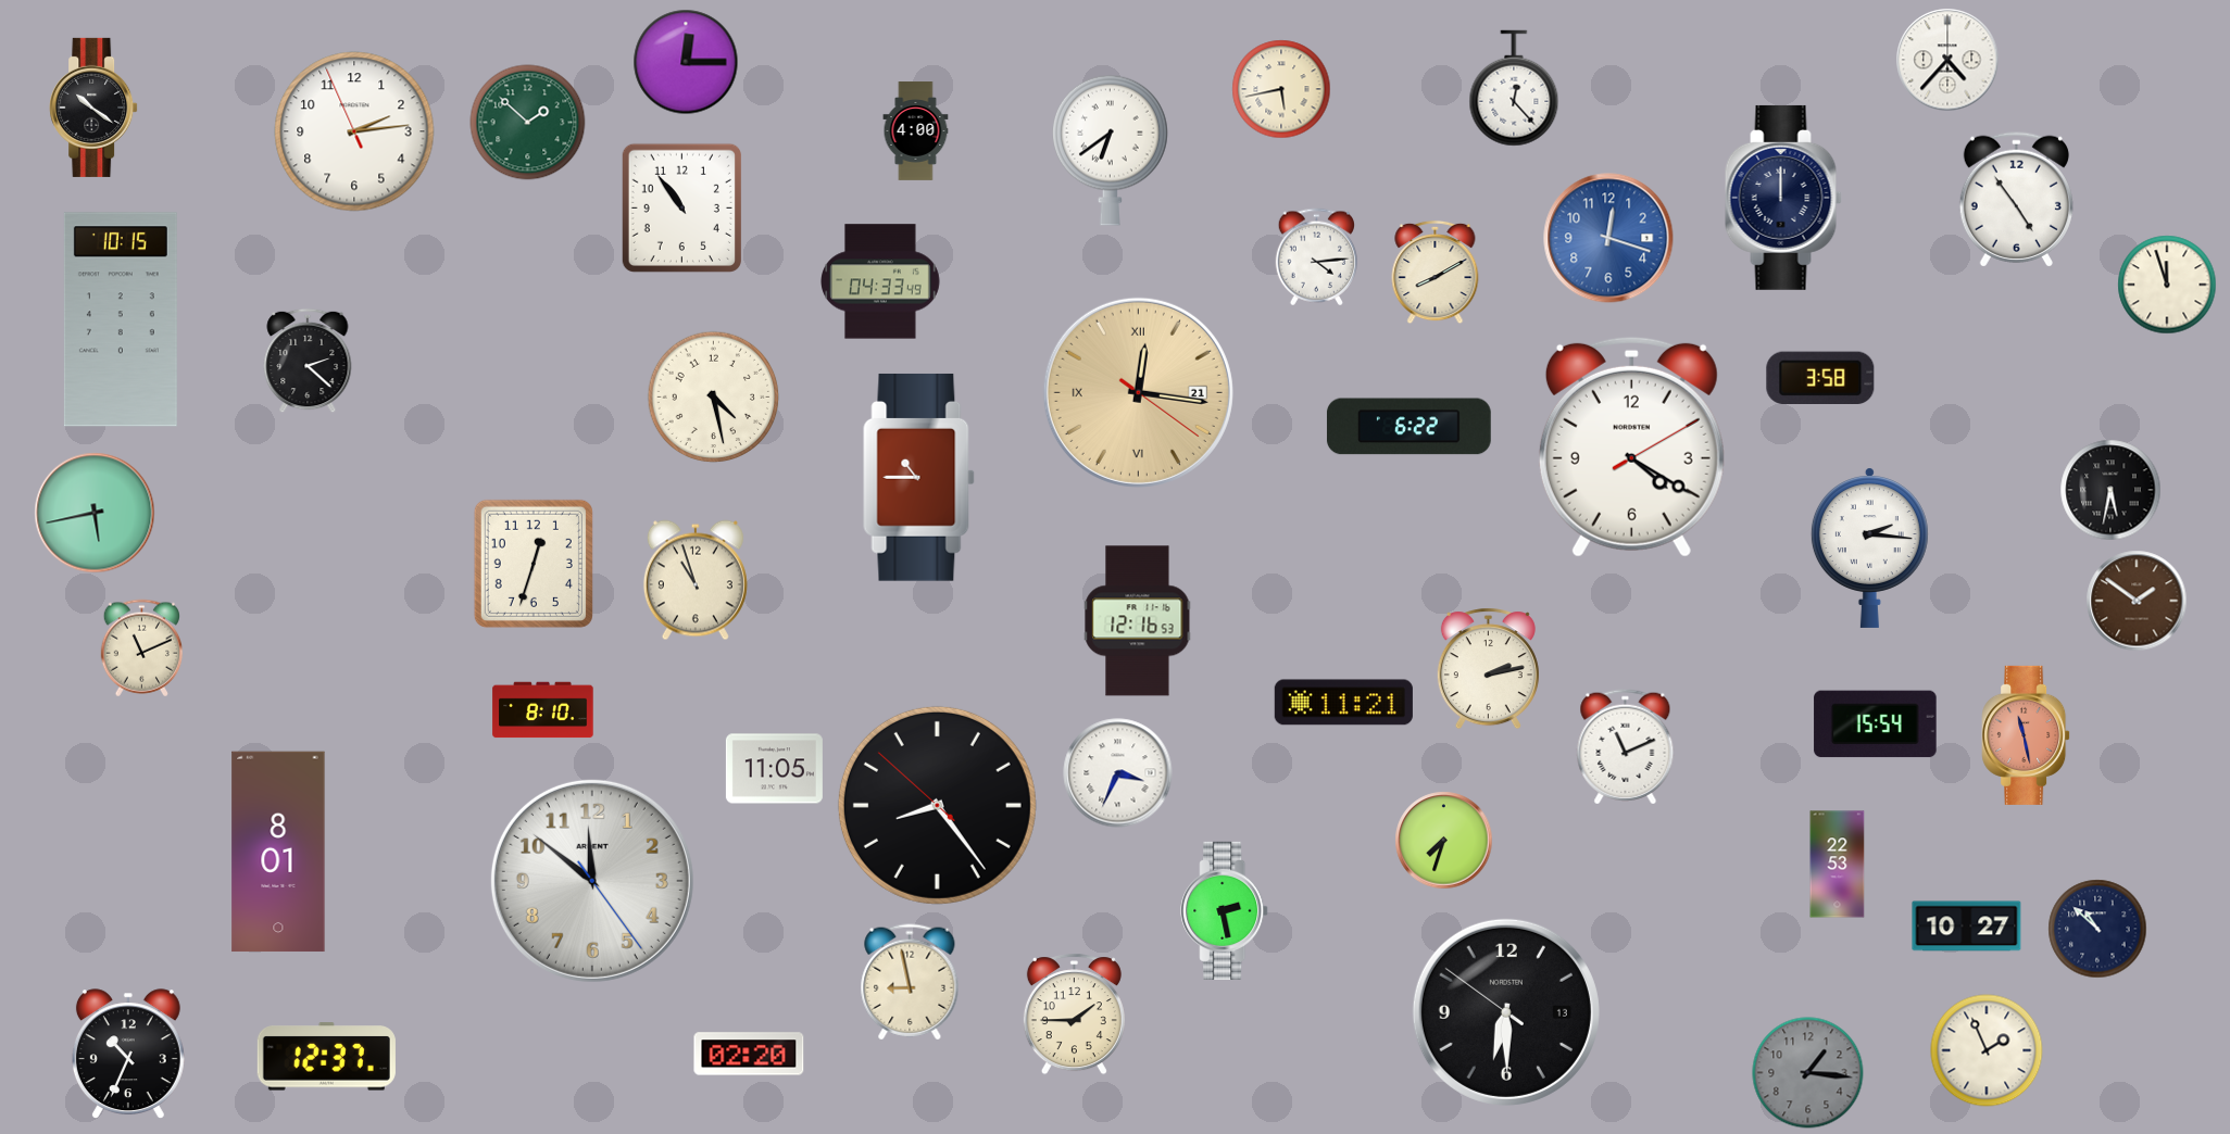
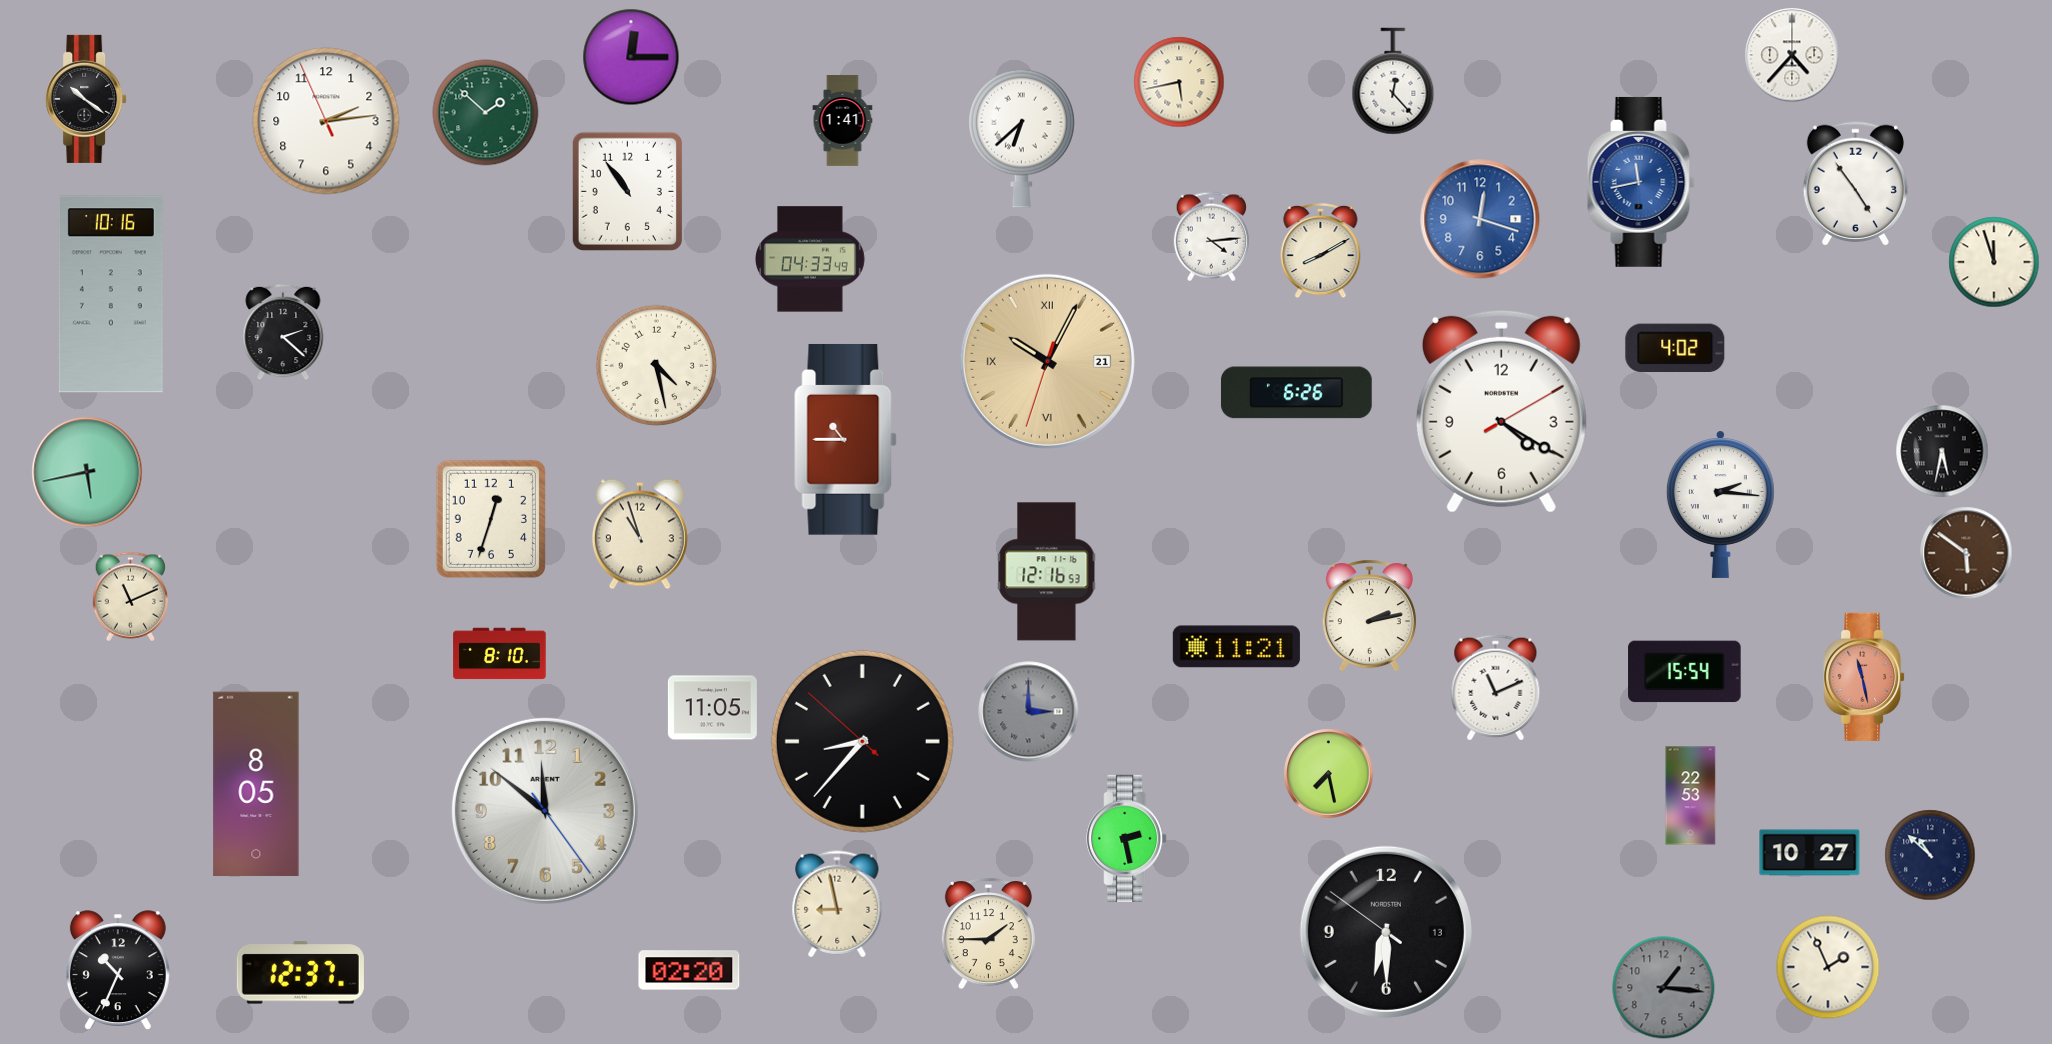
clock at (916, 131): 4:00 -> 1:41
clock at (1111, 150): 6:39 -> 6:38
clock at (1783, 198): 12:00 -> 11:43
clock at (1783, 198) dial: navy -> blue
clock at (121, 319): 10:15 -> 10:16
clock at (1820, 377): 3:58 -> 4:02
clock at (1138, 392): 12:16 -> 10:04
clock at (1408, 427): 6:22 -> 6:26
clock at (2137, 601): 1:51 -> 5:51
clock at (1876, 724) position: (1876, 724) -> (1685, 672)
clock at (1118, 773): 3:34 -> 3:00
clock at (1118, 773) dial: white -> grey
clock at (937, 805): 8:23 -> 8:36
clock at (1444, 841): 7:33 -> 7:28
clock at (278, 852): 8:01 -> 8:05
